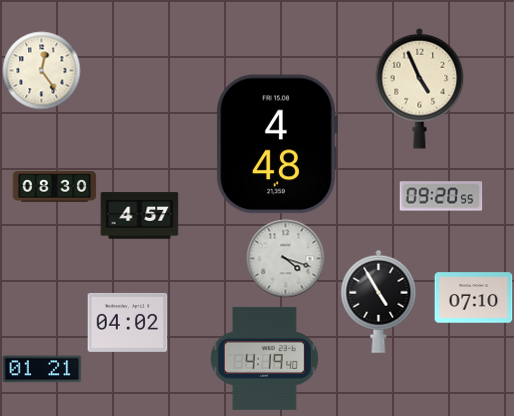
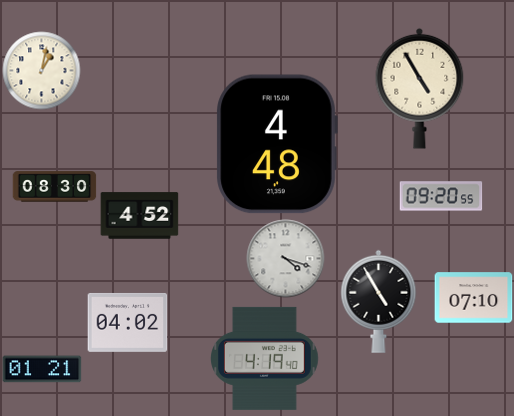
clock at (41, 70): 12:24 -> 1:02
clock at (420, 88): 4:56 -> 4:55
clock at (139, 216): 4:57 -> 4:52
